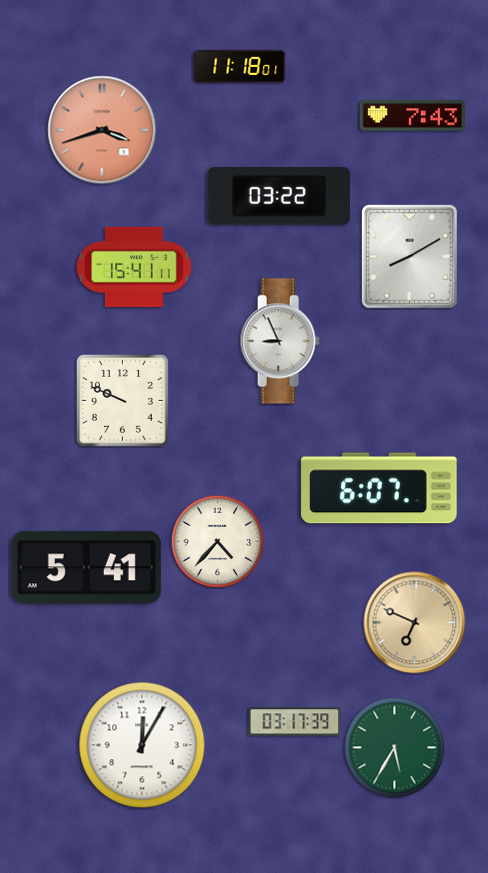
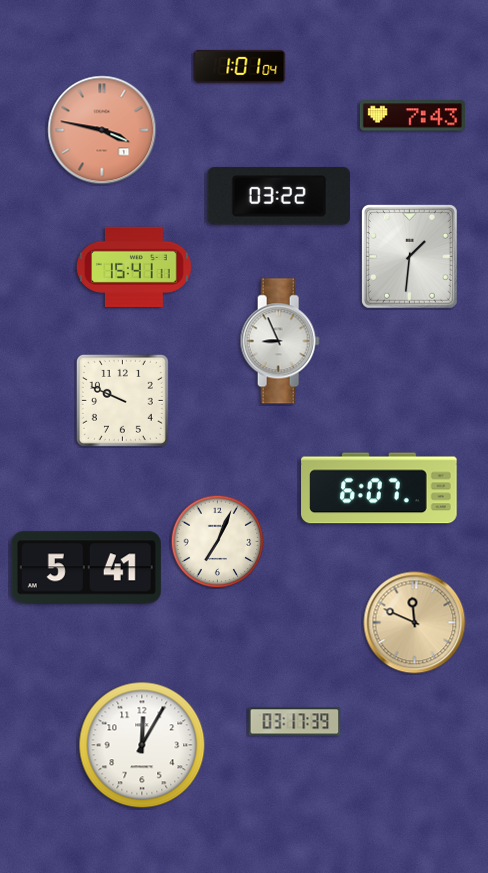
clock at (240, 66): 11:18 -> 1:01
clock at (102, 130): 3:42 -> 3:47
clock at (409, 257): 8:10 -> 1:31
clock at (217, 541): 4:37 -> 7:04
clock at (415, 623): 6:49 -> 11:49
clock at (395, 748): 5:35 -> none
